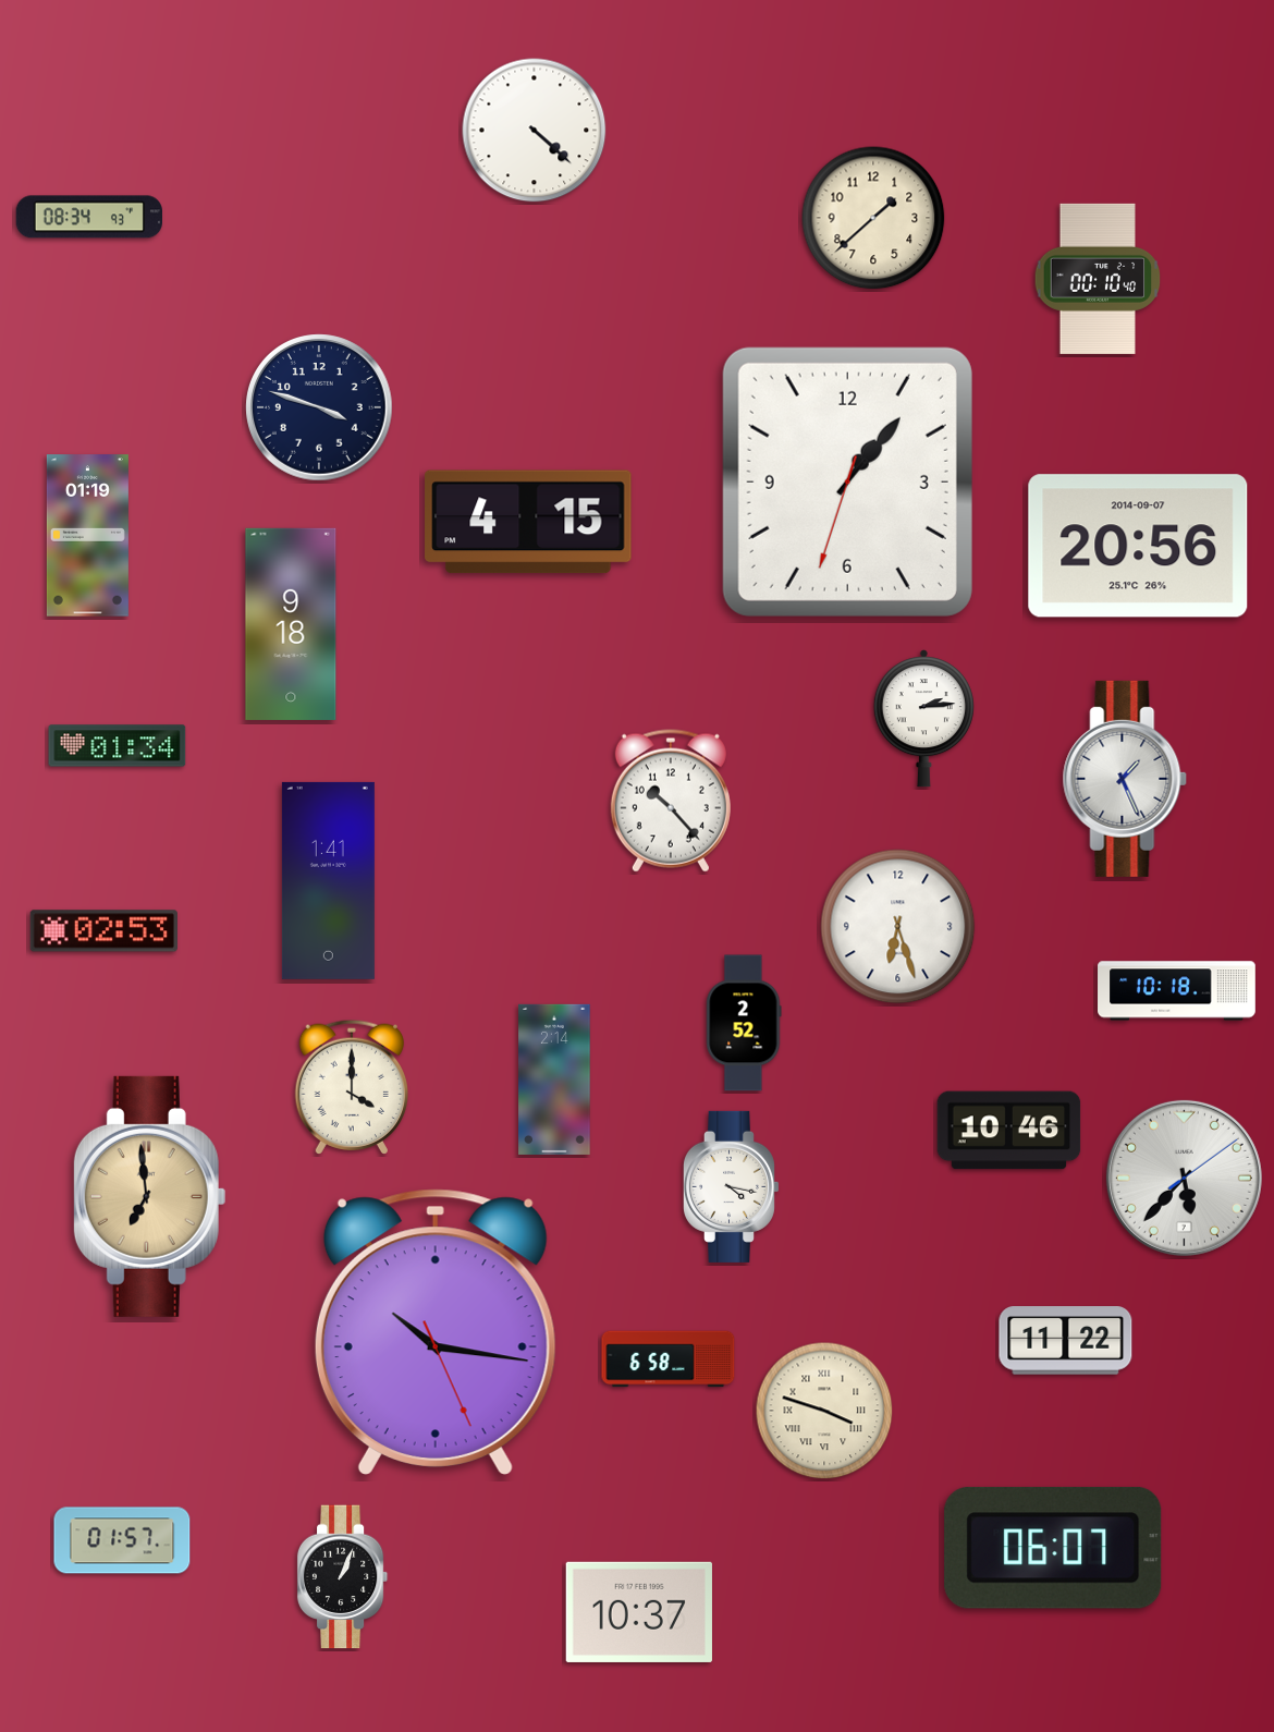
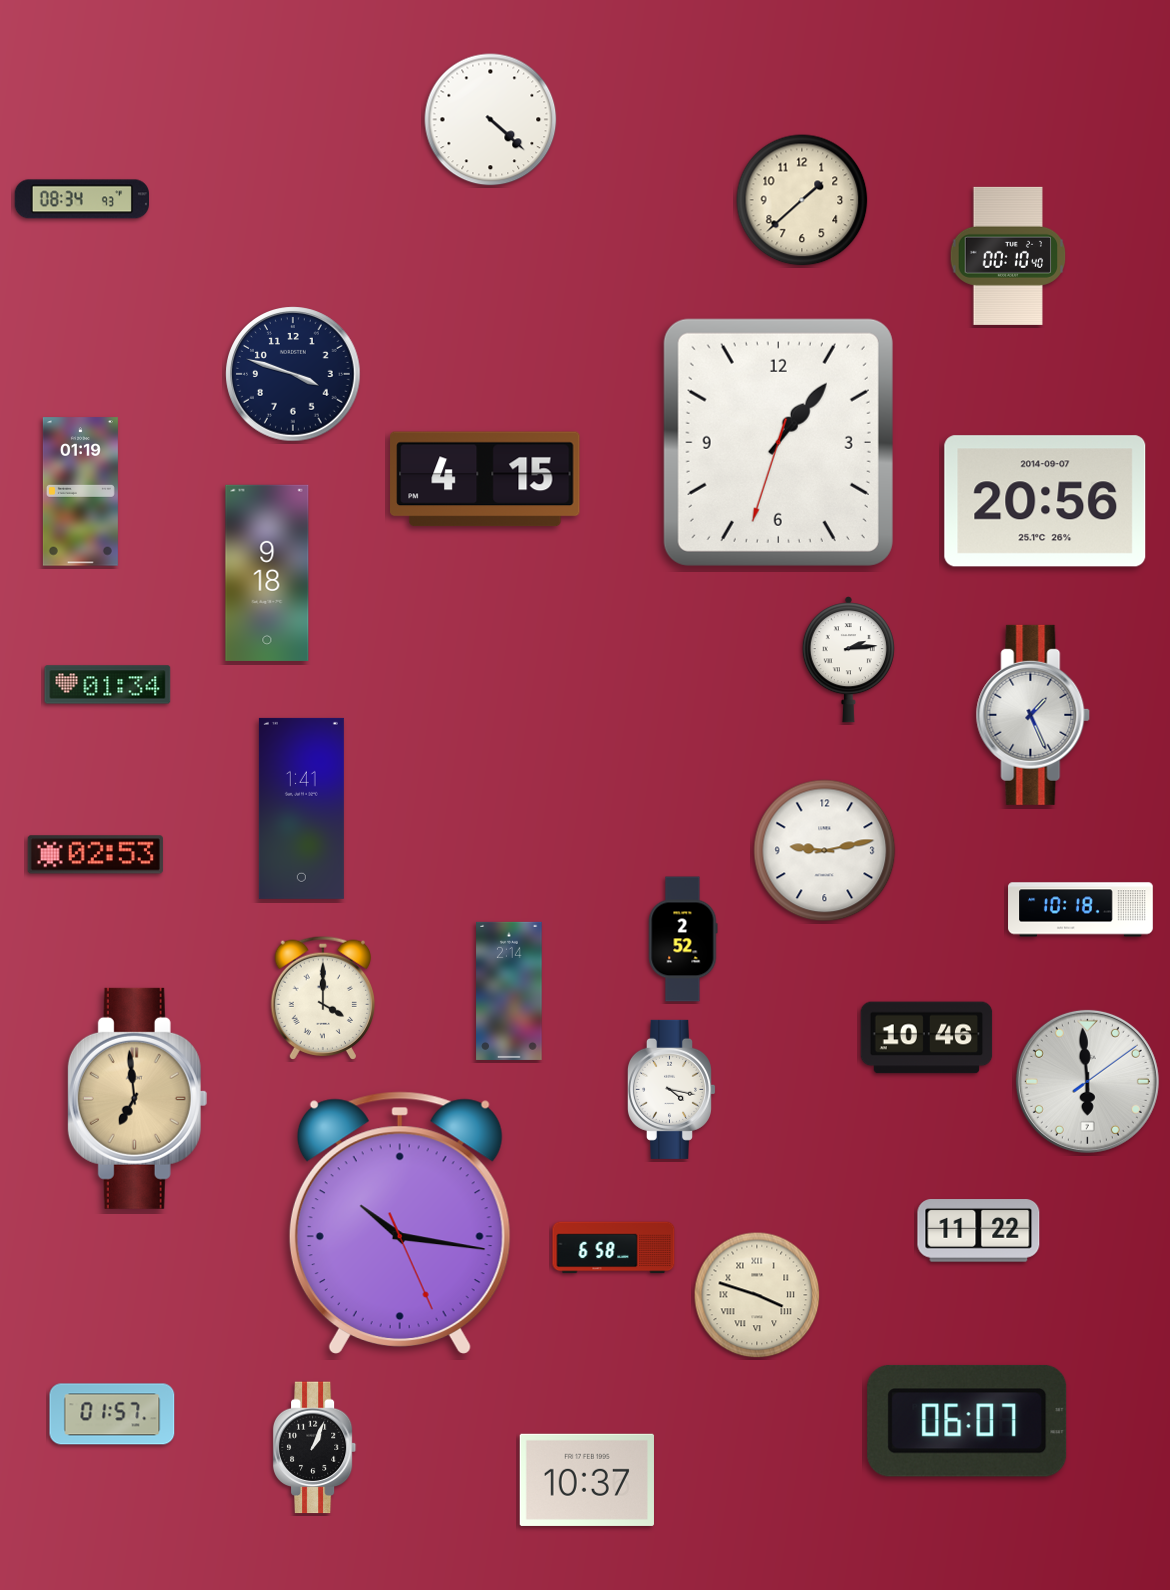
clock at (671, 801): 10:23 -> none
clock at (898, 927): 6:27 -> 9:13
clock at (1184, 1178): 5:37 -> 5:59
